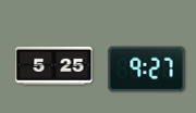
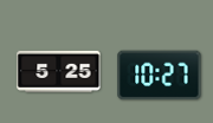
clock at (147, 70): 9:27 -> 10:27
